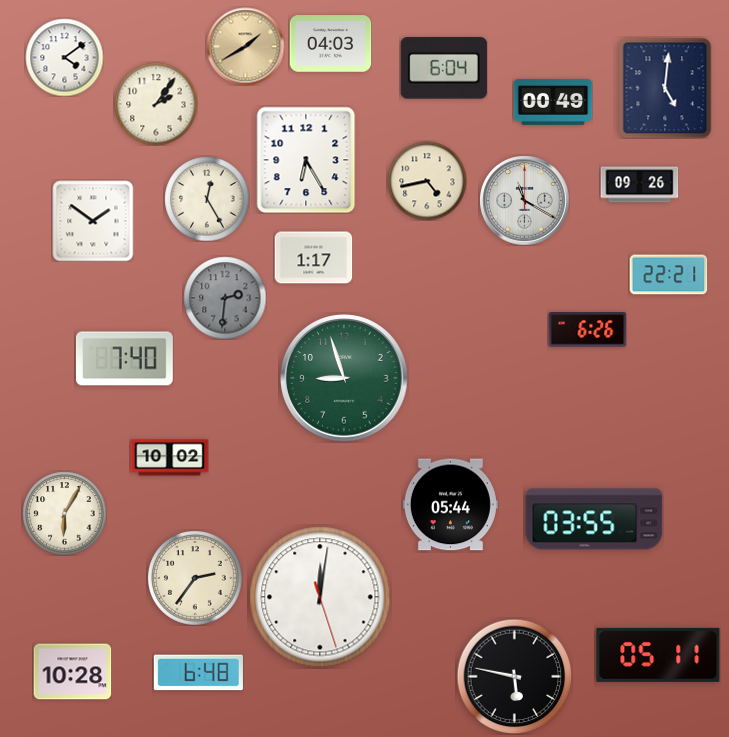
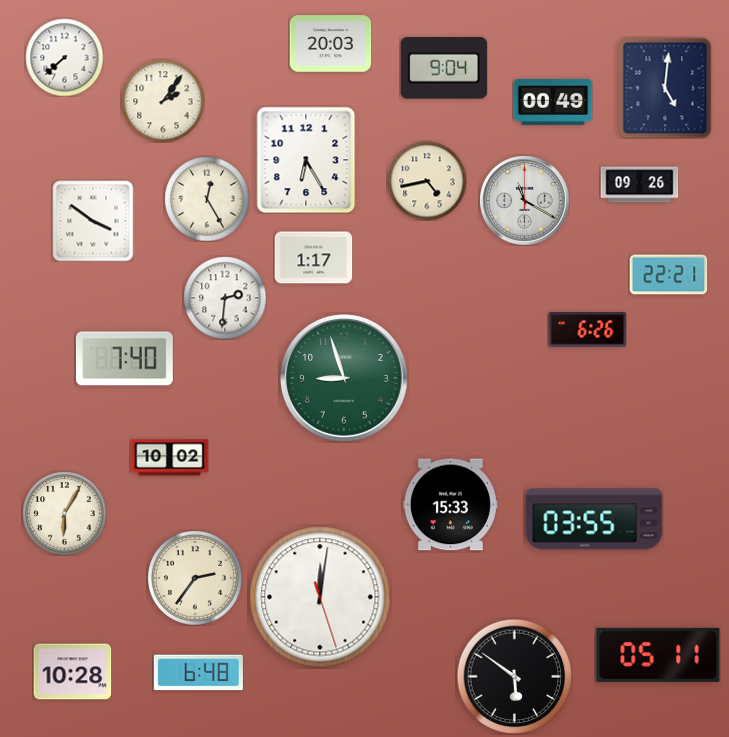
clock at (330, 44): 04:03 -> 20:03
clock at (245, 46): 1:40 -> none
clock at (64, 57): 4:09 -> 7:38
clock at (444, 68): 6:04 -> 9:04
clock at (156, 104) position: (156, 104) -> (163, 101)
clock at (93, 221): 1:51 -> 3:51
clock at (225, 298) dial: grey -> white
clock at (450, 505): 05:44 -> 15:33
clock at (514, 676): 5:47 -> 5:51
